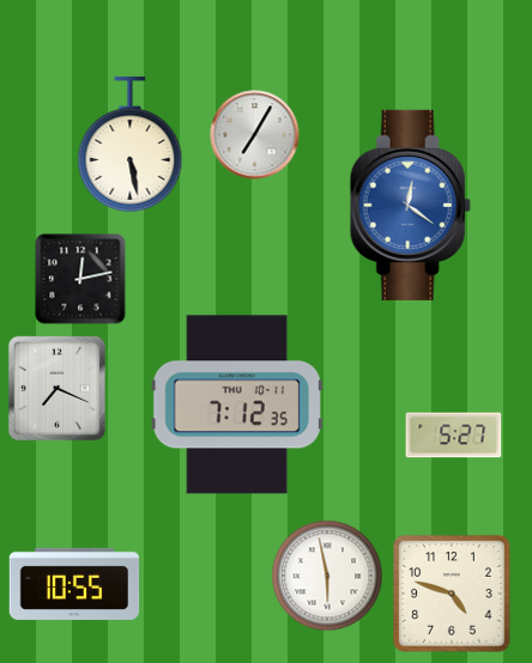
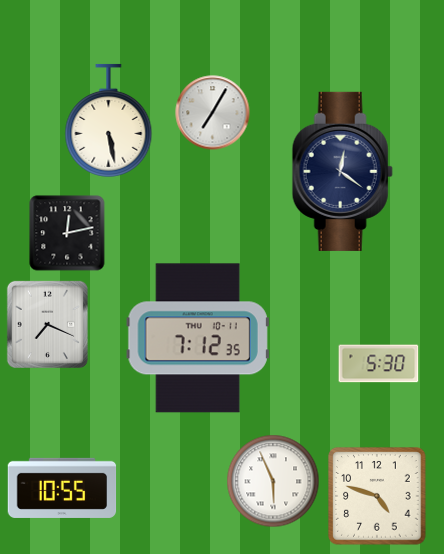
clock at (410, 205) dial: blue -> navy
clock at (454, 436): 5:27 -> 5:30
clock at (327, 576): 5:58 -> 5:56
